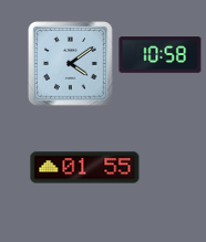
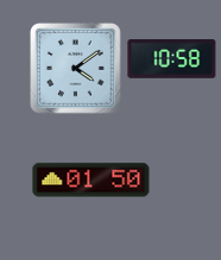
clock at (85, 168): 01:55 -> 01:50
